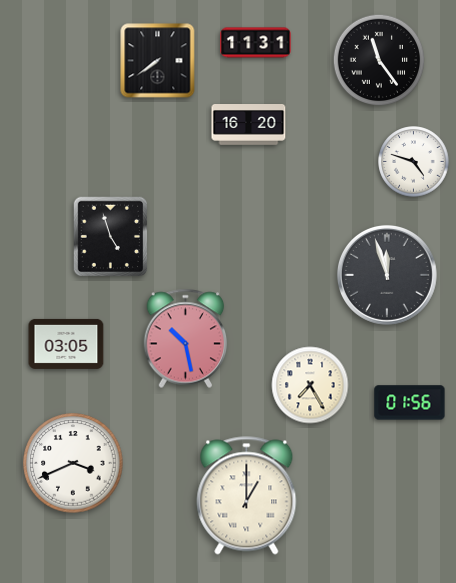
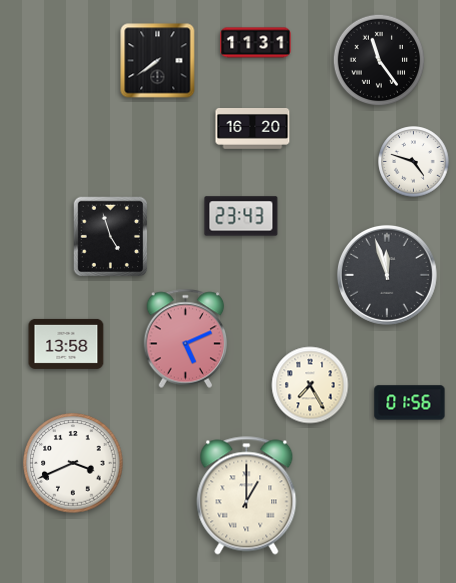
clock at (249, 125) position: (249, 125) -> (253, 129)
clock at (241, 216): none -> 23:43
clock at (186, 339): 10:28 -> 5:11
clock at (66, 344): 03:05 -> 13:58
